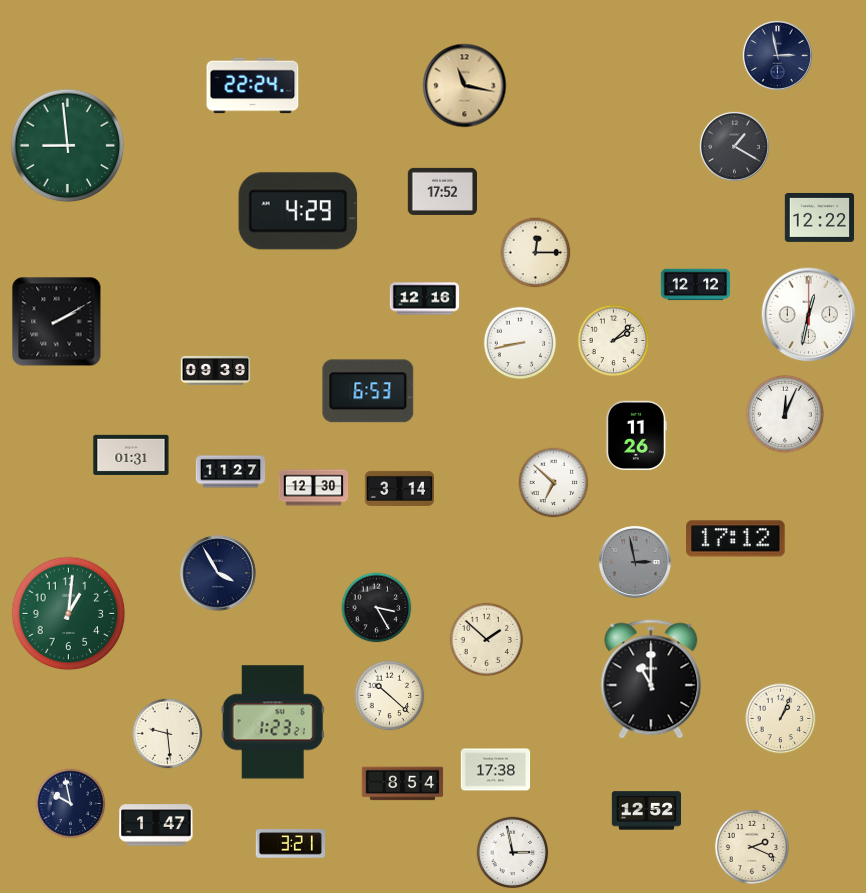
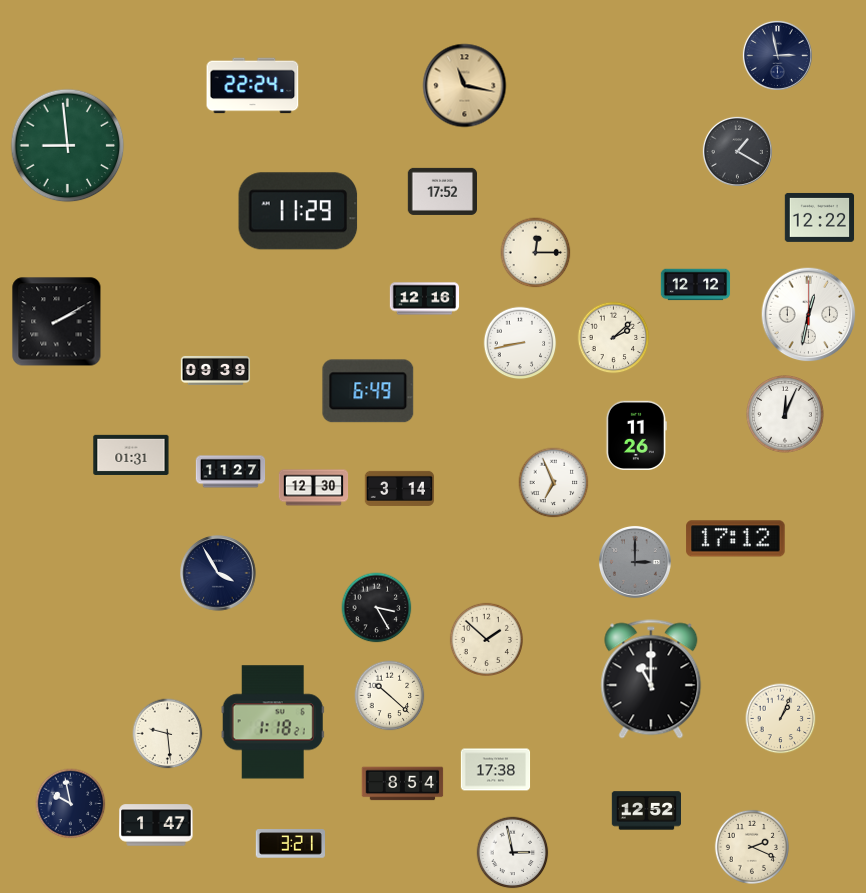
clock at (734, 146) position: (734, 146) -> (737, 151)
clock at (298, 211): 4:29 -> 11:29
clock at (614, 341) position: (614, 341) -> (614, 338)
clock at (368, 391): 6:53 -> 6:49
clock at (554, 483): 6:52 -> 6:56
clock at (635, 562): 2:58 -> 3:00
clock at (69, 614): 1:01 -> none
clock at (273, 722): 1:23 -> 1:18
